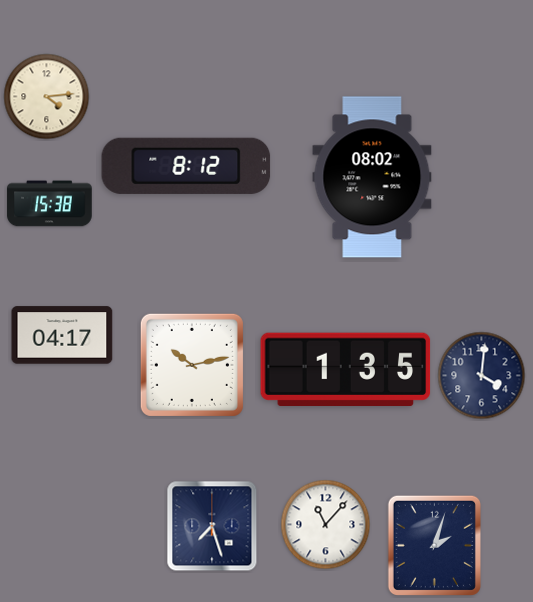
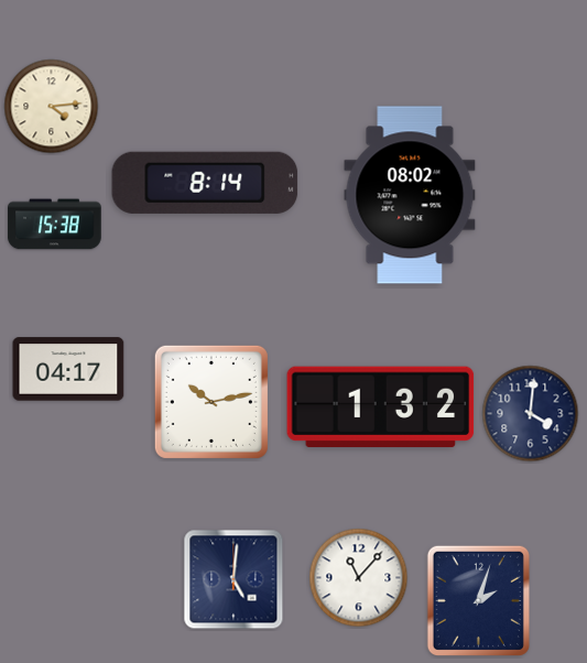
clock at (186, 166): 8:12 -> 8:14
clock at (346, 369): 1:35 -> 1:32
clock at (212, 526): 7:27 -> 5:01
